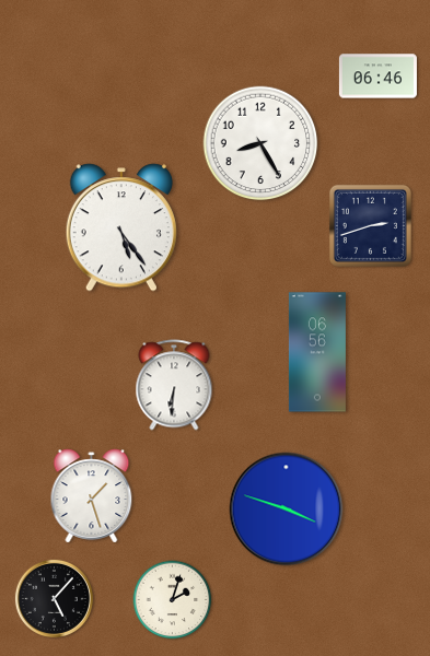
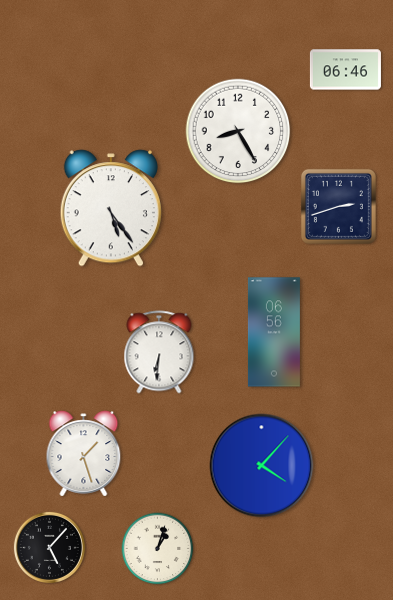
clock at (317, 352) position: (317, 352) -> (274, 332)
clock at (287, 509): 3:48 -> 4:07
clock at (173, 600): 2:03 -> 1:03
